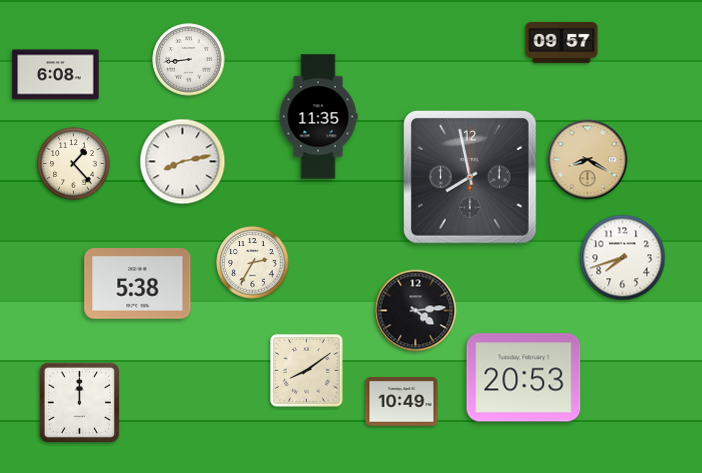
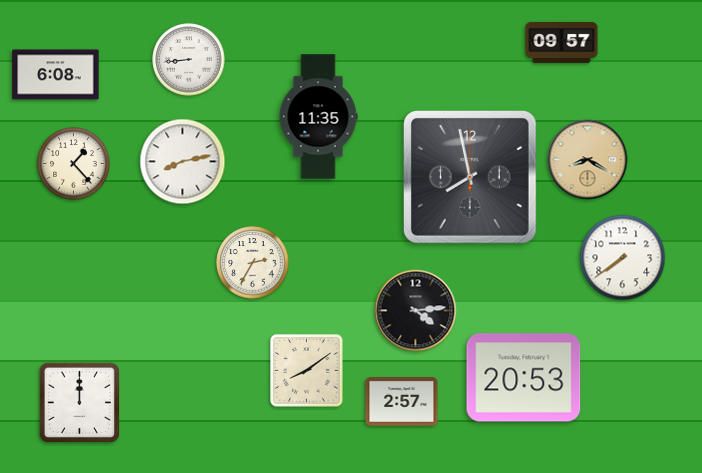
clock at (623, 258): 7:42 -> 7:39
clock at (138, 284): 5:38 -> none
clock at (402, 402): 10:49 -> 2:57
